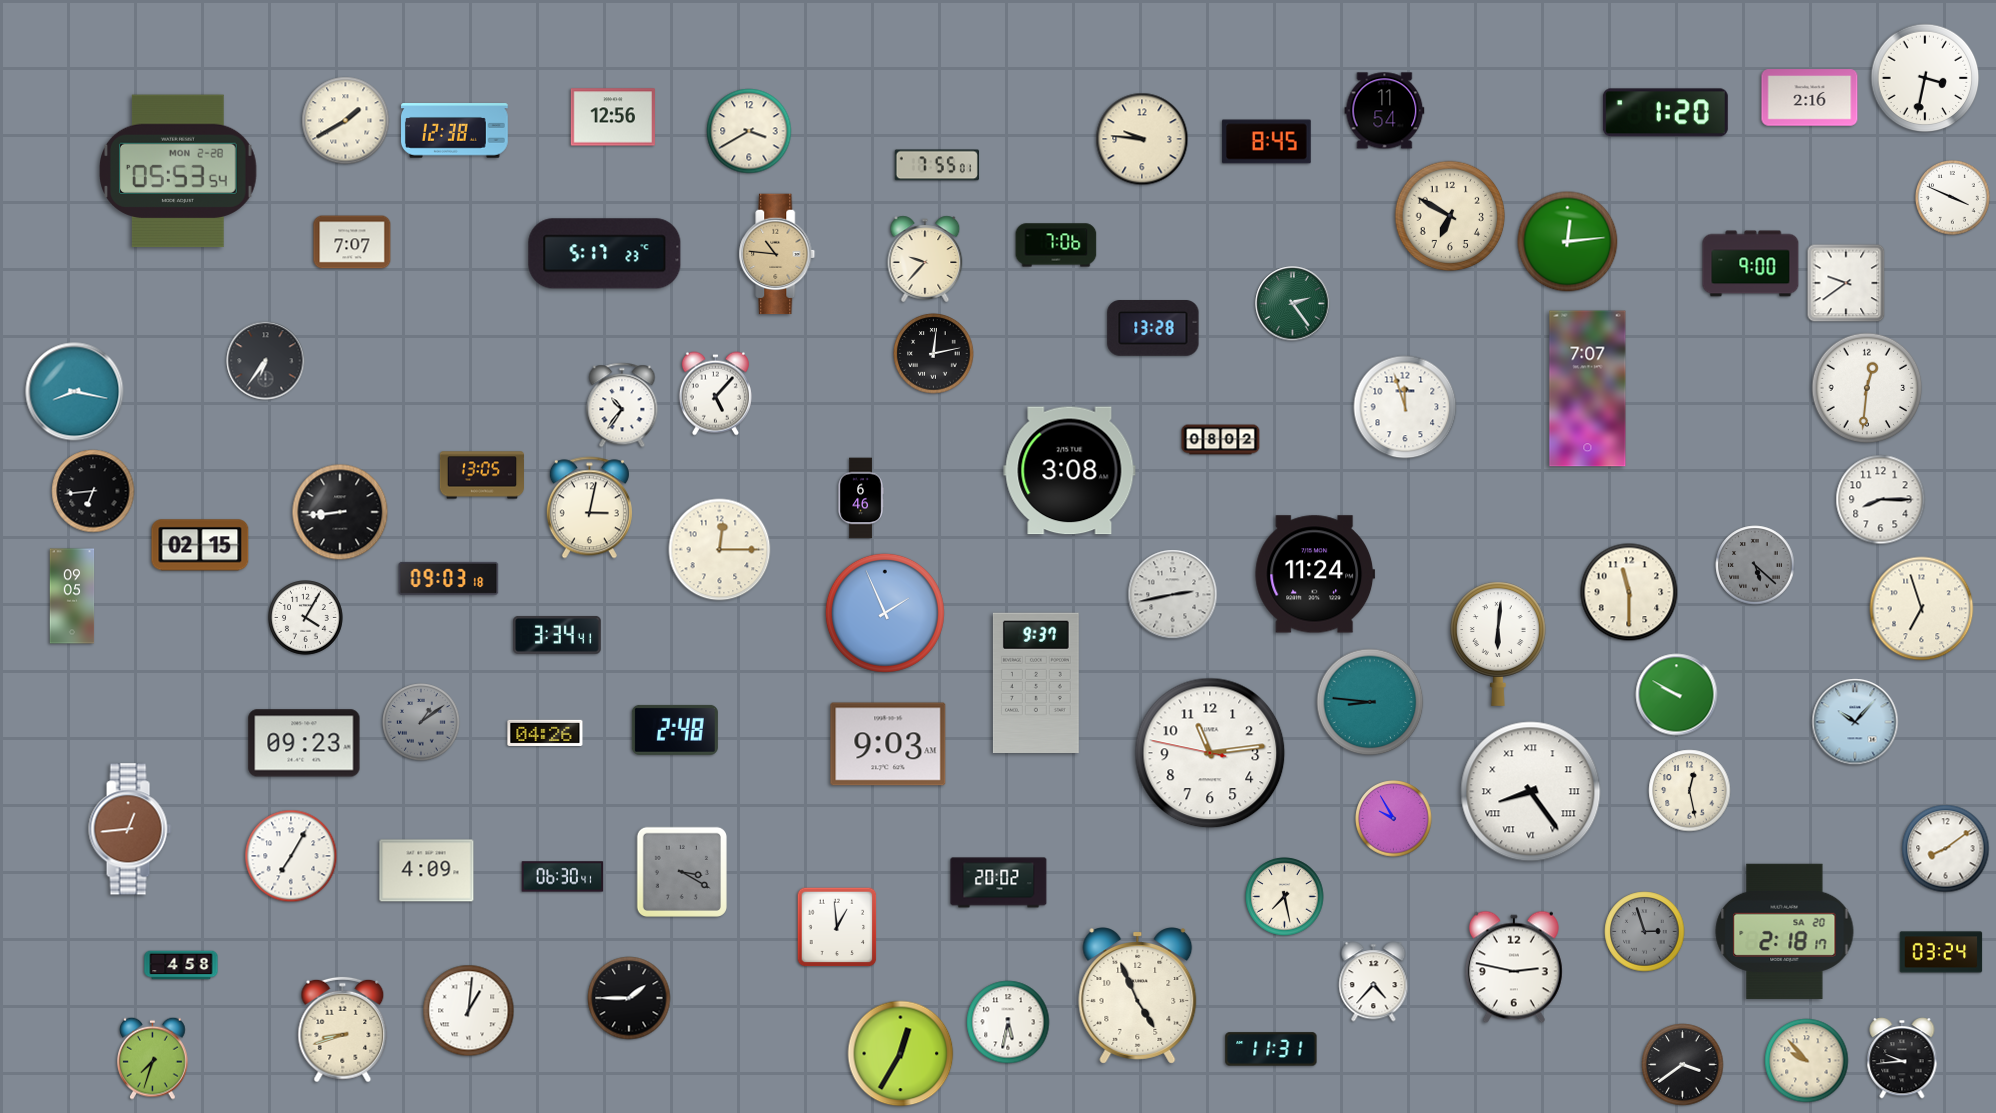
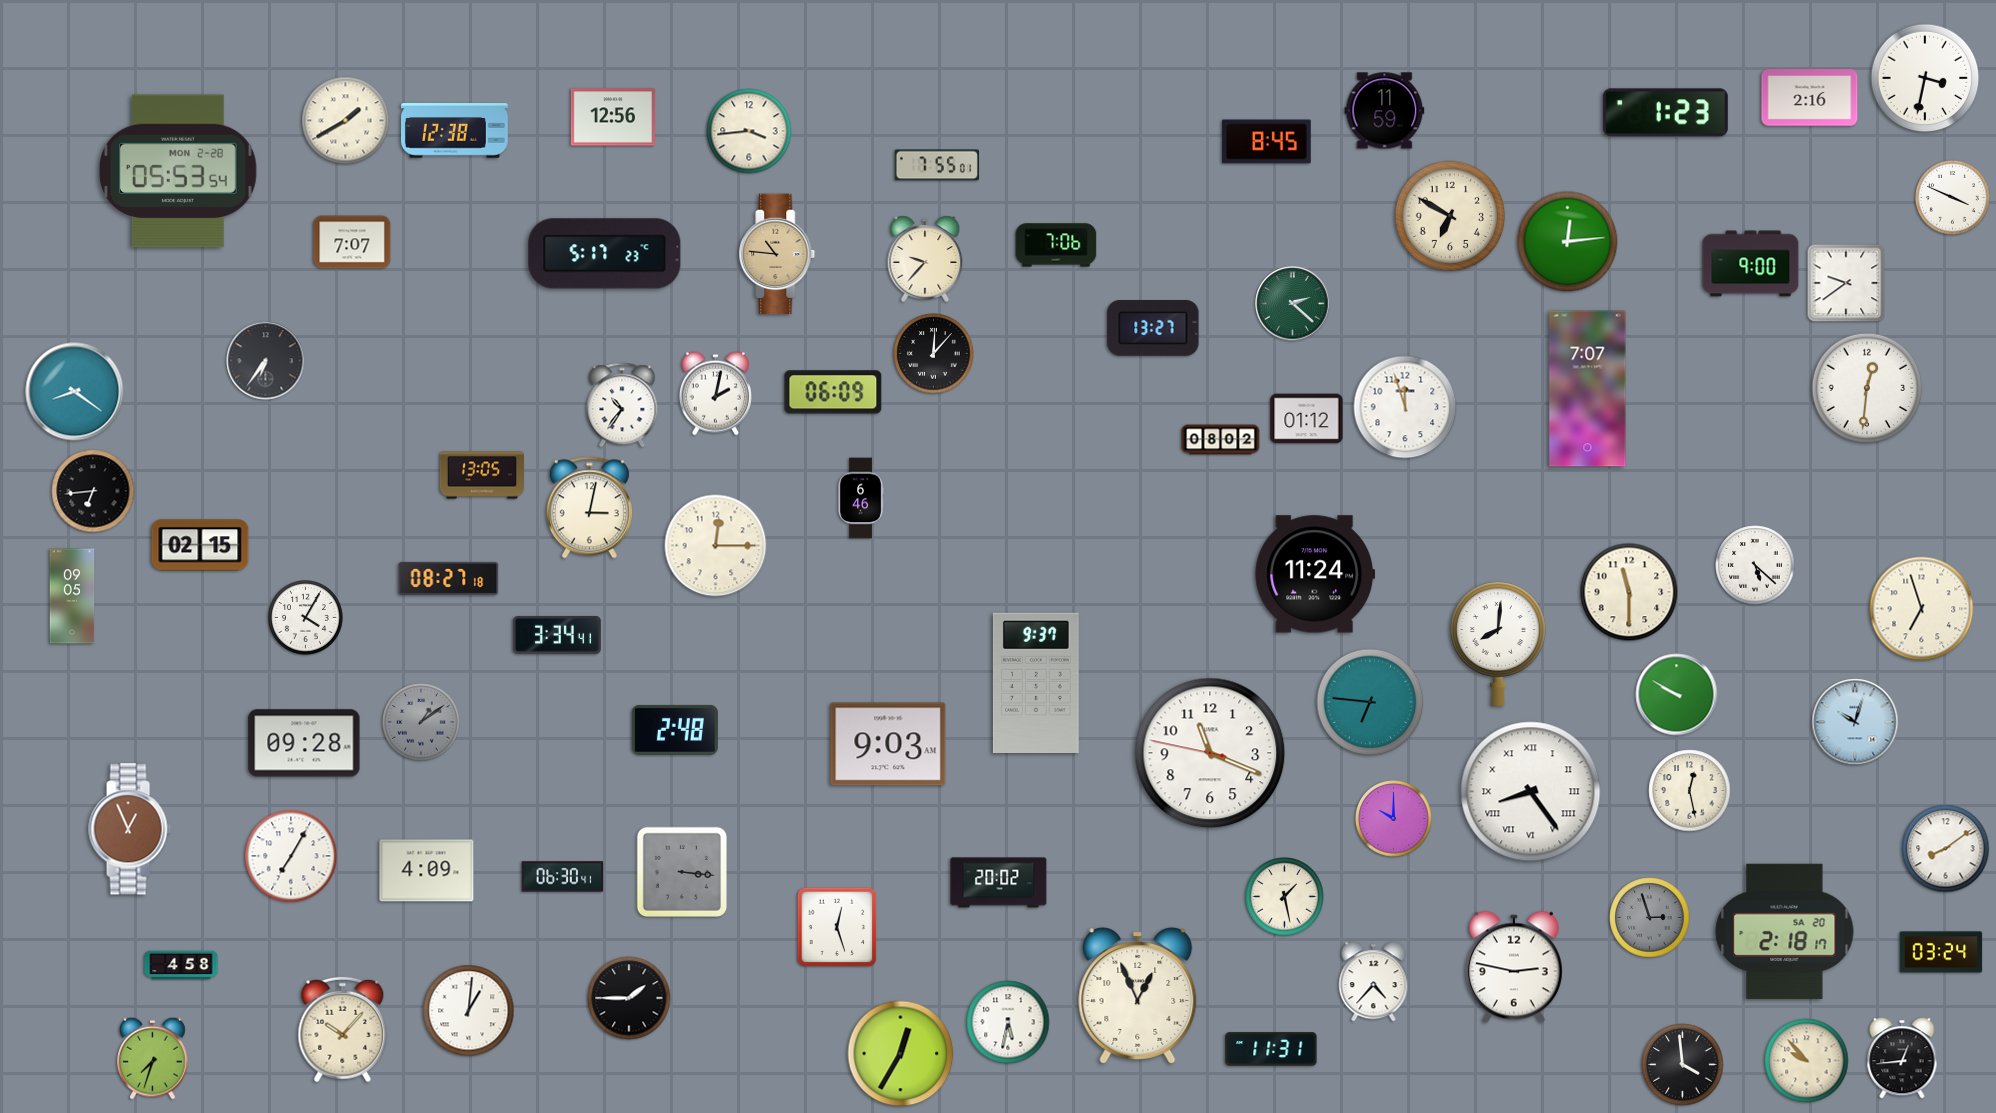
clock at (1385, 111): 11:54 -> 11:59
clock at (1665, 113): 1:20 -> 1:23
clock at (749, 131): 3:40 -> 3:44
clock at (1142, 139): 9:46 -> none
clock at (1293, 304): 2:24 -> 2:22
clock at (1153, 329): 13:28 -> 13:27
clock at (934, 354): 12:13 -> 12:07
clock at (75, 392): 8:17 -> 8:21
clock at (833, 392): none -> 06:09
clock at (715, 394): 5:07 -> 2:02
clock at (1307, 419): none -> 01:12
clock at (1070, 471): 3:08 -> none
clock at (1881, 500): 8:15 -> none
clock at (340, 512): 8:44 -> none
clock at (720, 550) position: (720, 550) -> (716, 546)
clock at (1755, 565) dial: grey -> white
clock at (449, 578): 09:03 -> 08:27
clock at (1173, 595): 2:43 -> none
clock at (885, 613): 1:56 -> none
clock at (1498, 644): 6:01 -> 8:01
clock at (1370, 702): 8:46 -> 6:46
clock at (1855, 722): 10:07 -> 10:03
clock at (545, 733): 04:26 -> none
clock at (304, 743): 09:23 -> 09:28
clock at (1210, 753): 11:13 -> 11:18
clock at (1394, 819): 9:55 -> 10:00
clock at (130, 829): 12:44 -> 12:56
clock at (682, 872): 3:20 -> 3:16
clock at (1285, 897): 7:28 -> 1:28
clock at (837, 927): 12:59 -> 12:27
clock at (1645, 932) position: (1645, 932) -> (1650, 918)
clock at (1138, 996): 4:56 -> 12:56
clock at (343, 1030): 8:42 -> 10:07
clock at (1902, 1058): 9:44 -> 12:44
clock at (1683, 1065): 3:39 -> 3:59
